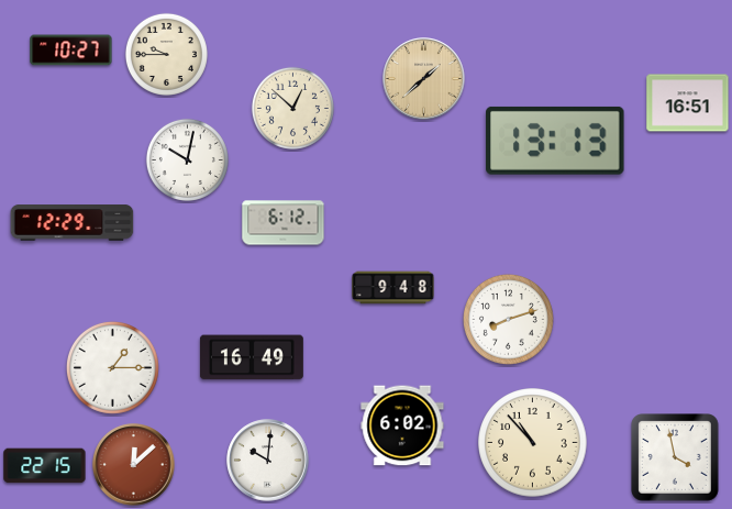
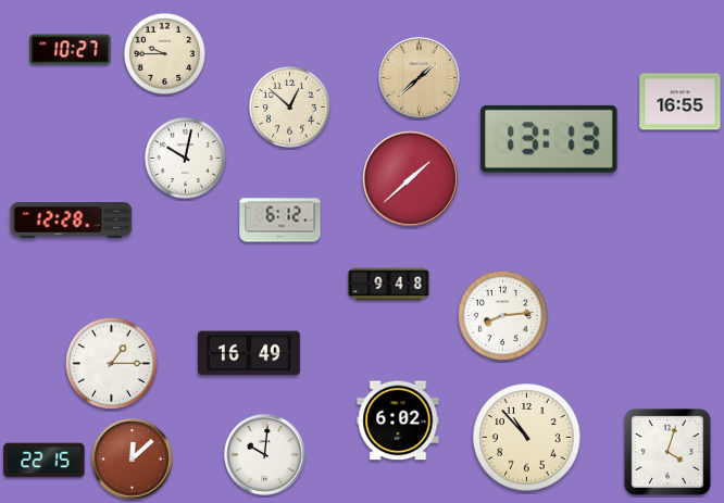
clock at (688, 103): 16:51 -> 16:55
clock at (411, 179): none -> 1:38
clock at (73, 223): 12:29 -> 12:28
clock at (508, 319): 8:12 -> 8:14
clock at (676, 458): 3:58 -> 4:03
